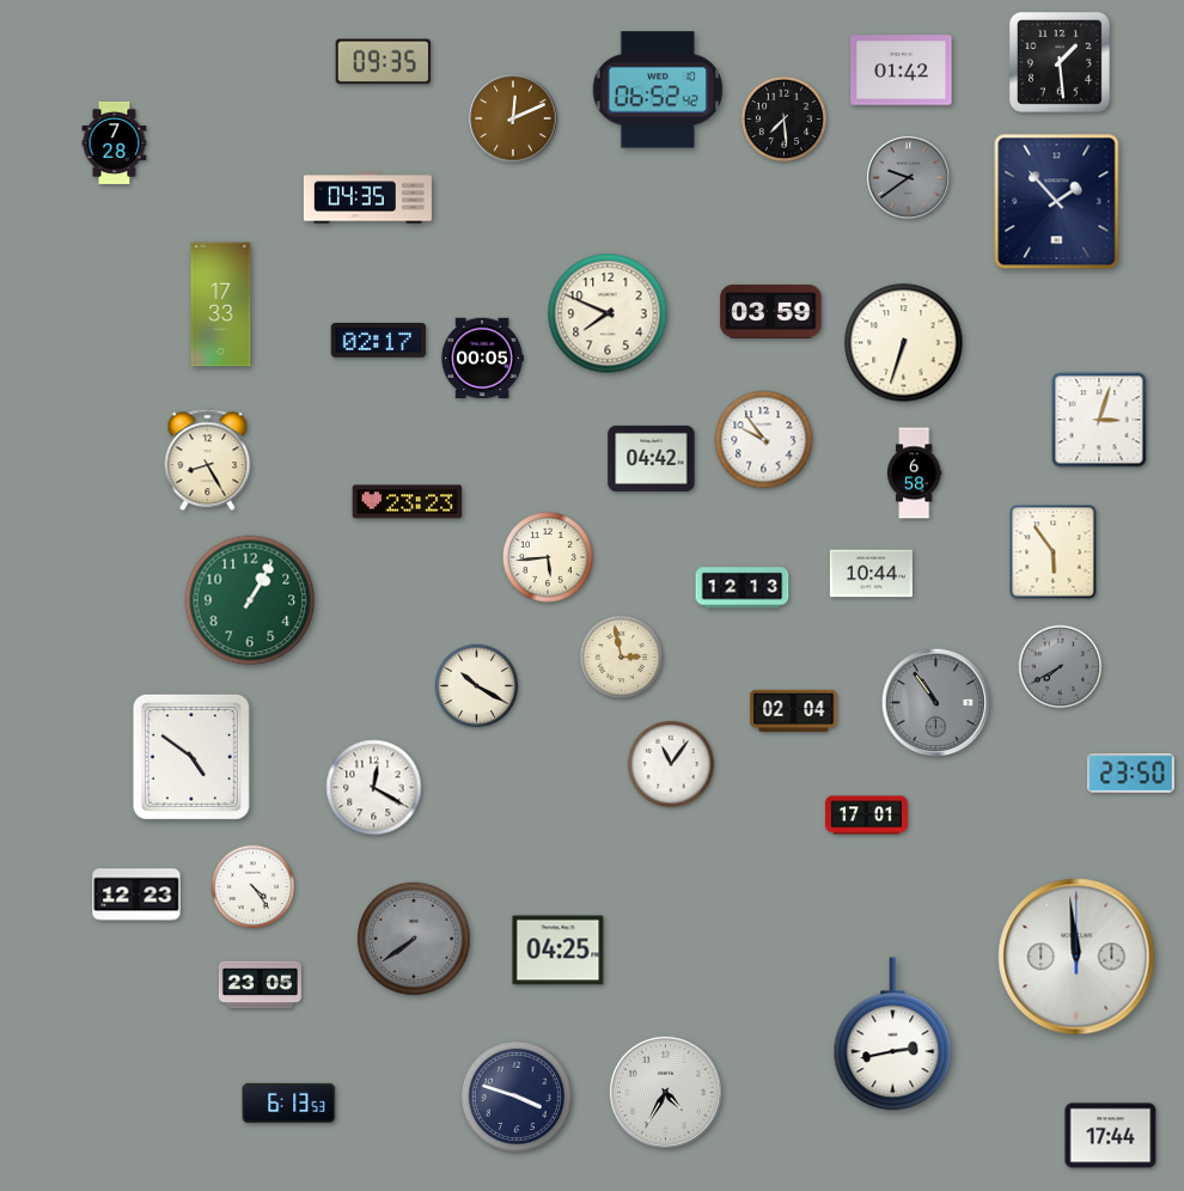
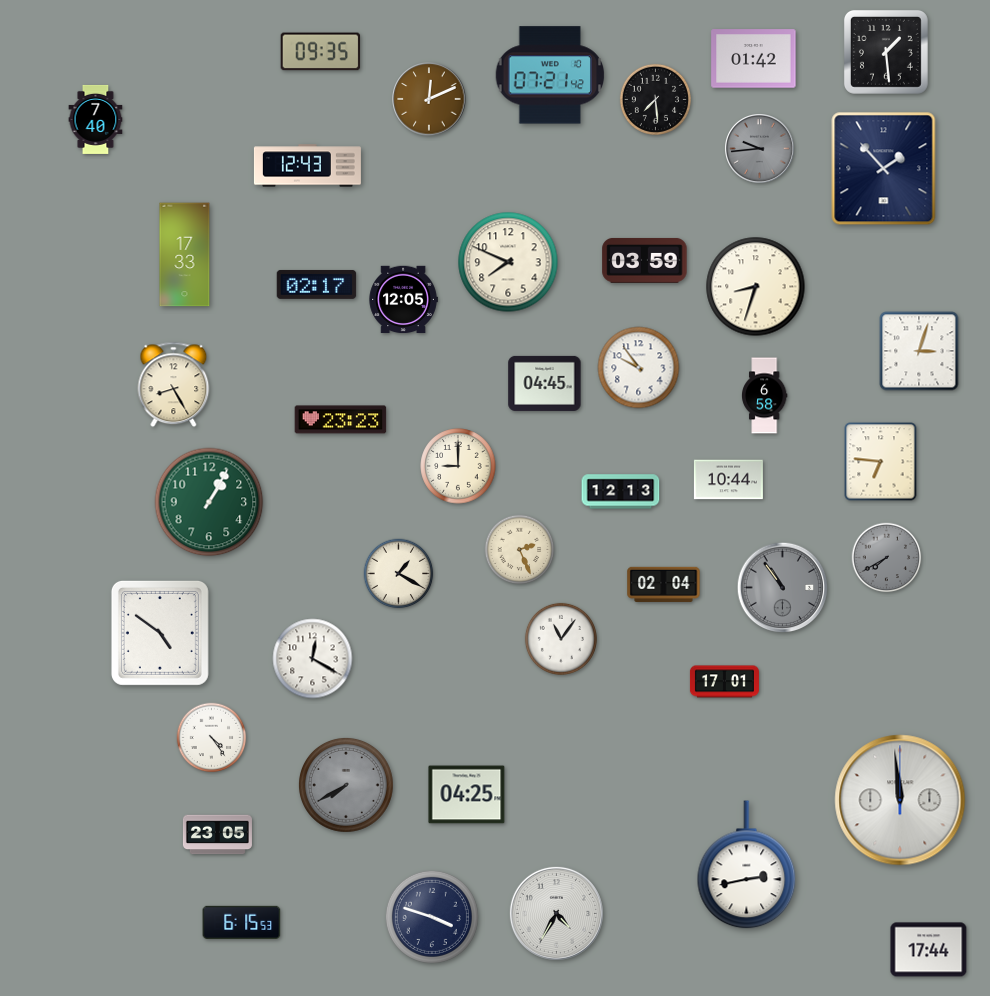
clock at (658, 90): 06:52 -> 07:21
clock at (115, 142): 7:28 -> 7:40
clock at (909, 178): 9:39 -> 9:44
clock at (367, 198): 04:35 -> 12:43
clock at (904, 343): 6:33 -> 8:33
clock at (482, 359): 00:05 -> 12:05
clock at (652, 458): 04:42 -> 04:45
clock at (1054, 552): 5:54 -> 6:46
clock at (548, 557): 5:44 -> 9:00
clock at (622, 658): 2:58 -> 2:26
clock at (477, 686): 10:20 -> 1:20
clock at (794, 710) position: (794, 710) -> (664, 584)
clock at (1131, 774): 23:50 -> none
clock at (254, 887) position: (254, 887) -> (212, 738)
clock at (136, 894): 12:23 -> none
clock at (414, 939): 7:39 -> 7:40
clock at (260, 985) position: (260, 985) -> (217, 835)
clock at (289, 1103): 6:13 -> 6:15
